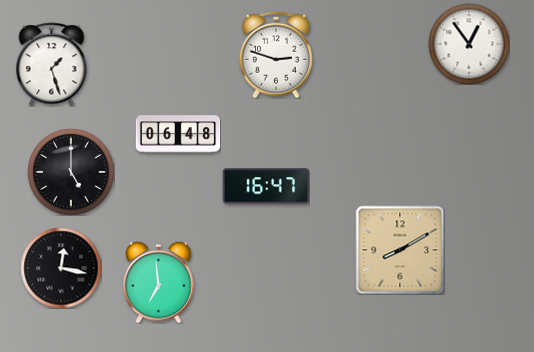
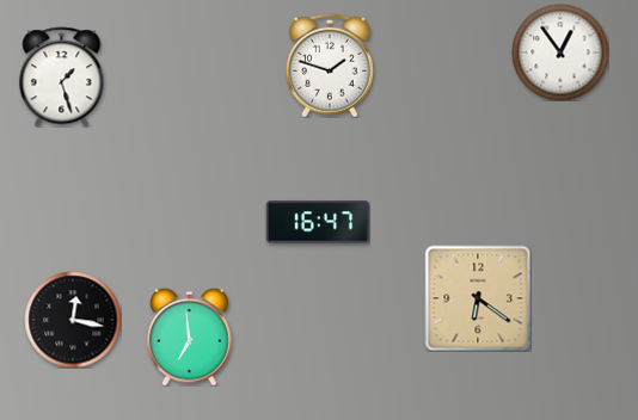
clock at (276, 55): 2:48 -> 1:48
clock at (178, 134): 06:48 -> none
clock at (71, 172): 5:00 -> none
clock at (400, 250): 8:10 -> 6:21
